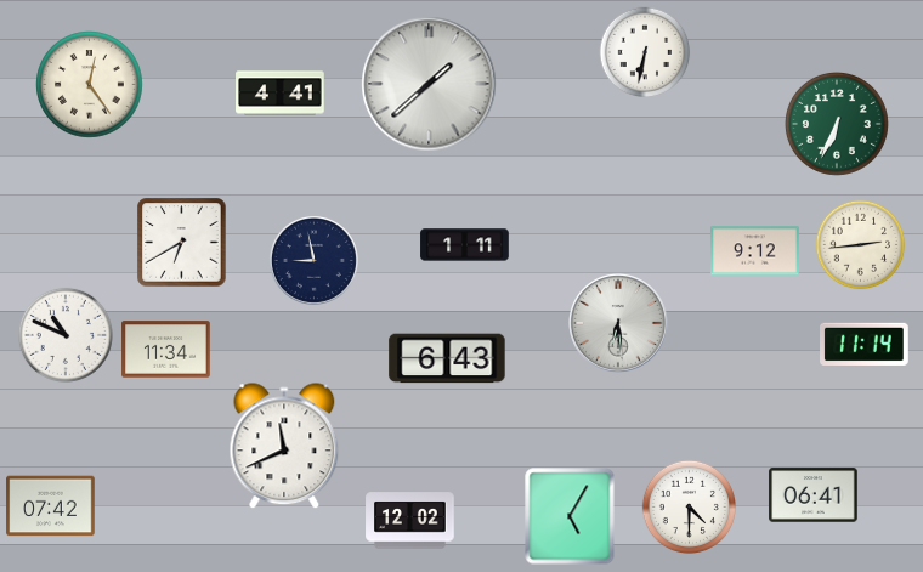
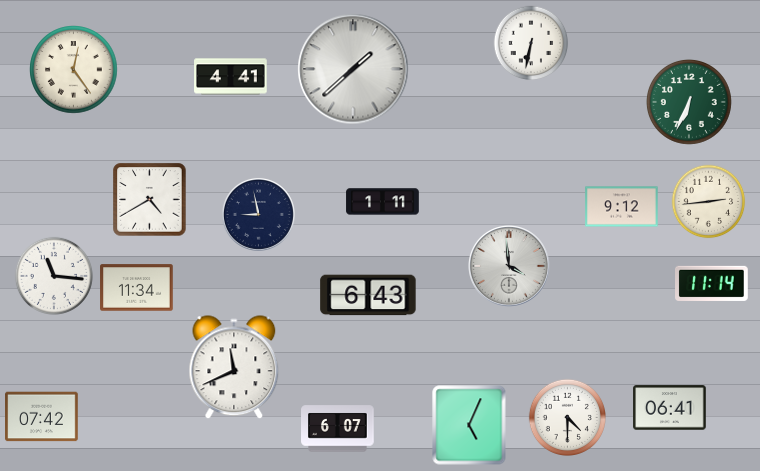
clock at (182, 243): 6:40 -> 4:40
clock at (619, 324): 6:29 -> 3:59
clock at (66, 335): 10:49 -> 11:16
clock at (570, 516): 5:05 -> 5:04
clock at (410, 521): 12:02 -> 6:07
